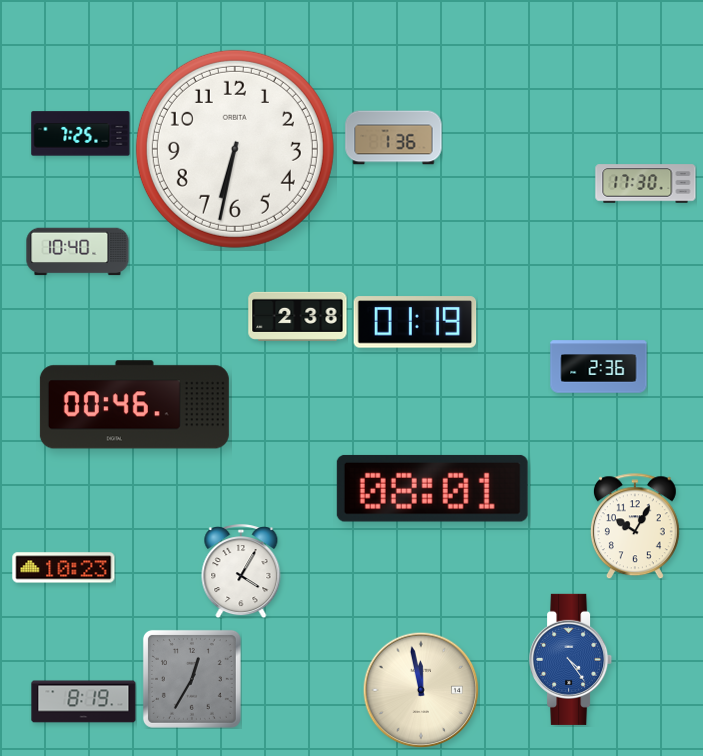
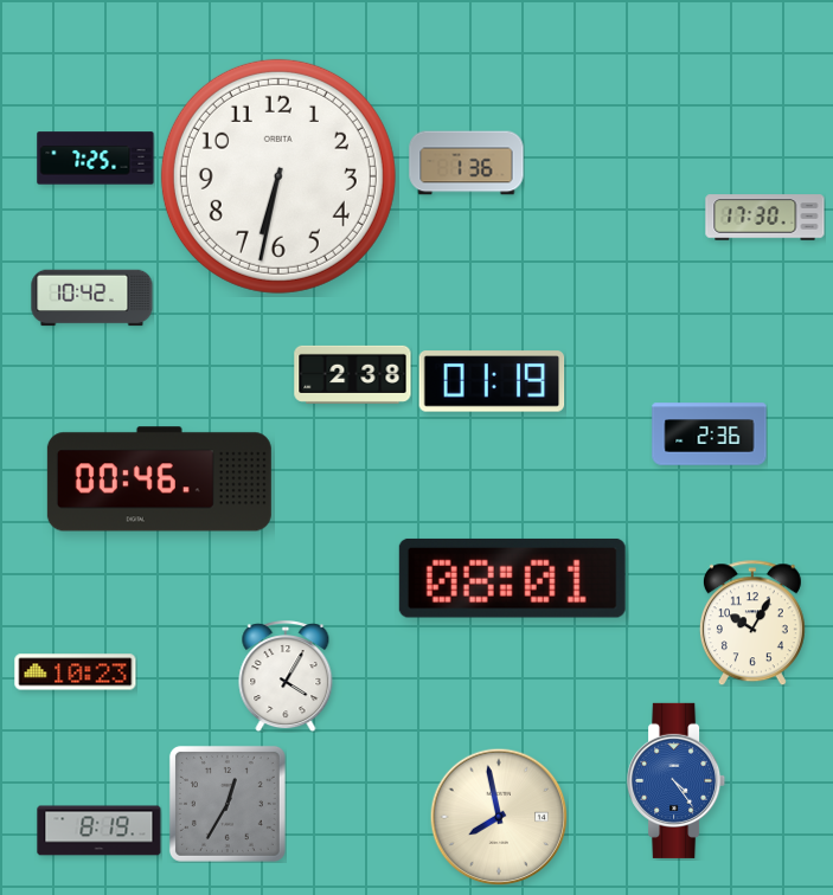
clock at (78, 252): 10:40 -> 10:42
clock at (421, 690): 11:58 -> 7:58
